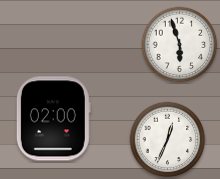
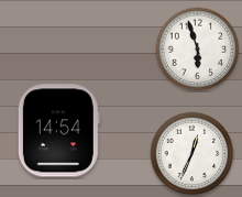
clock at (53, 119): 02:00 -> 14:54
clock at (168, 140) position: (168, 140) -> (193, 154)
